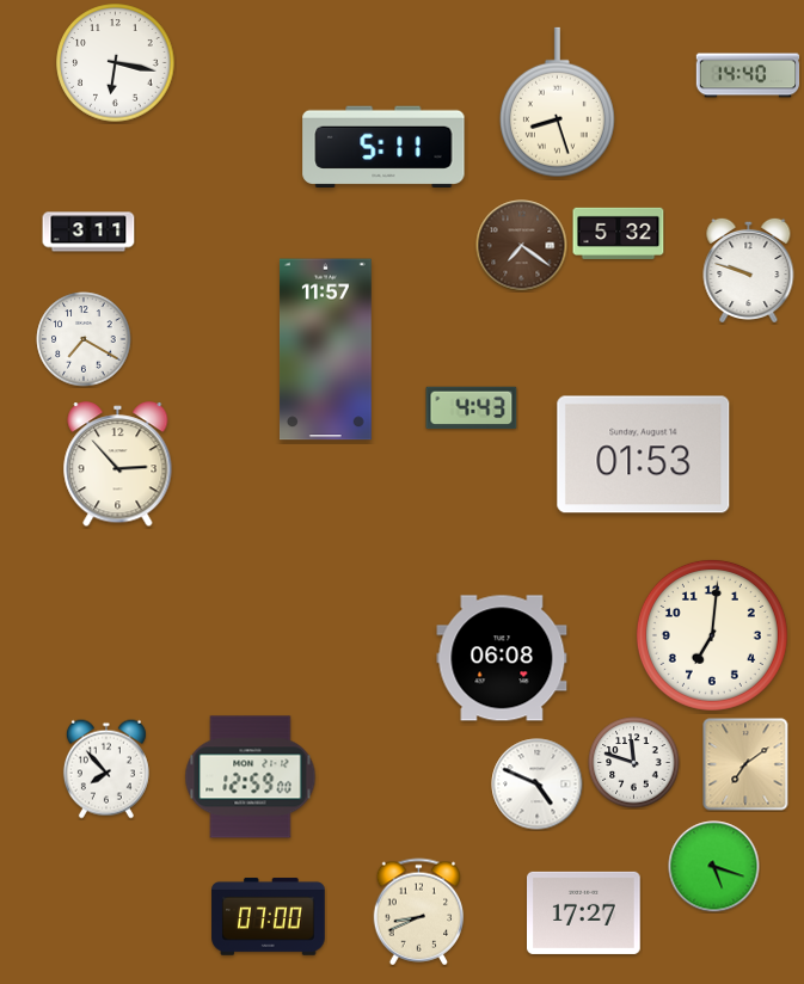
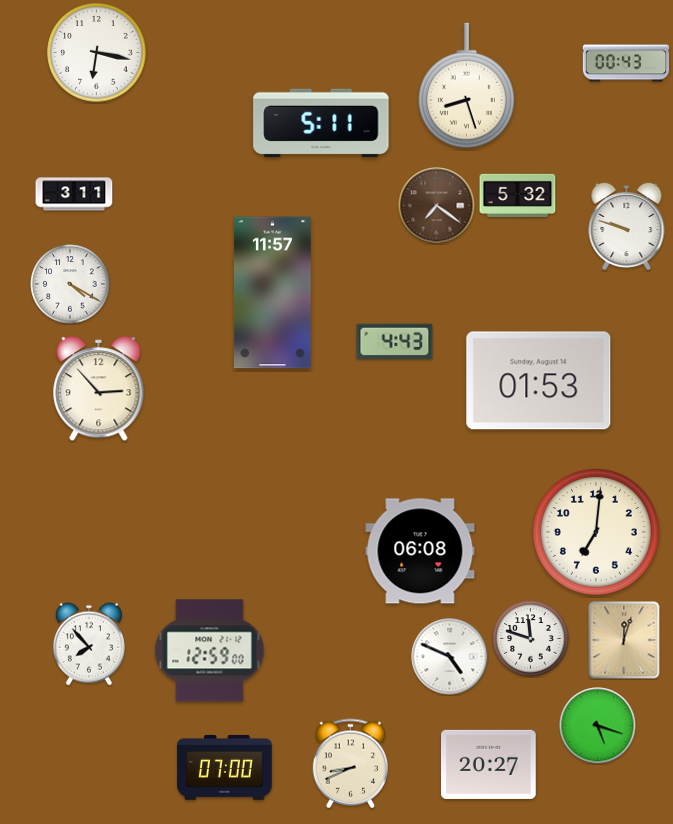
clock at (748, 75): 14:40 -> 00:43
clock at (84, 339): 7:20 -> 4:20
clock at (745, 764): 7:09 -> 12:03
clock at (584, 912): 17:27 -> 20:27
